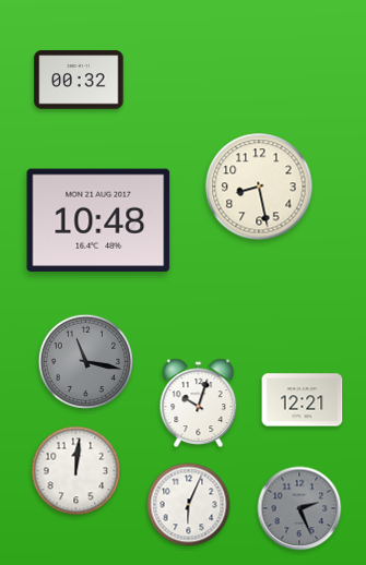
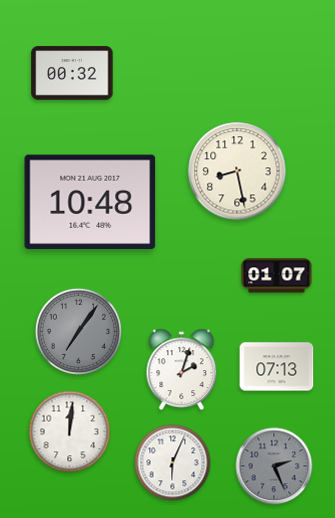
clock at (277, 276): none -> 01:07
clock at (86, 362): 11:17 -> 7:06
clock at (303, 400): 12:21 -> 07:13
clock at (199, 404): 10:03 -> 2:03
